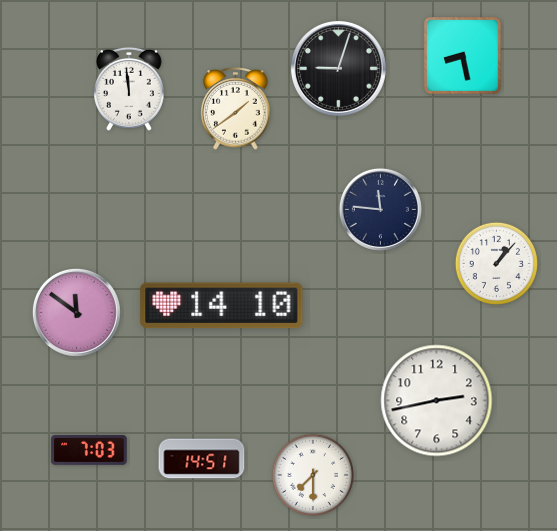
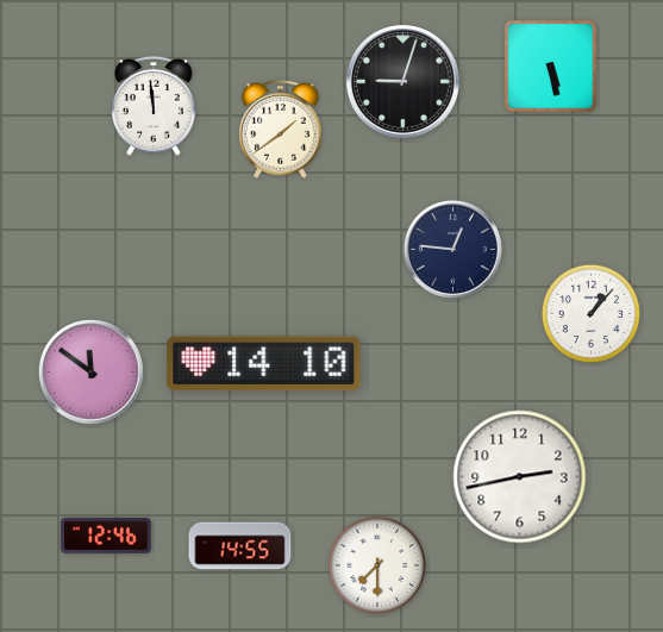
clock at (463, 56): 8:28 -> 5:28
clock at (380, 209): 11:46 -> 12:46
clock at (89, 450): 7:03 -> 12:46
clock at (202, 459): 14:51 -> 14:55
clock at (313, 475) position: (313, 475) -> (377, 565)
